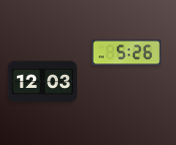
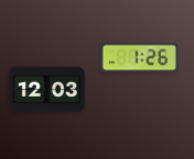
clock at (126, 53): 5:26 -> 1:26
